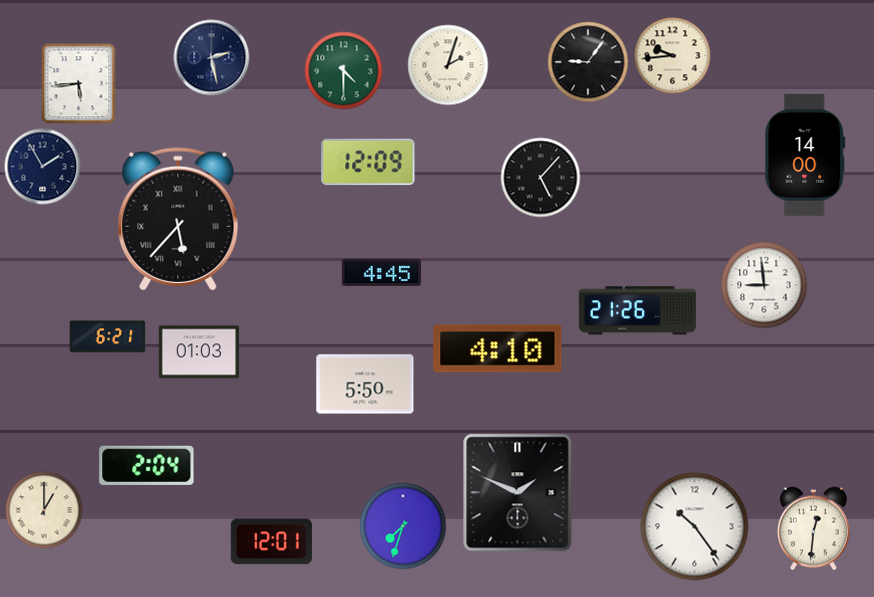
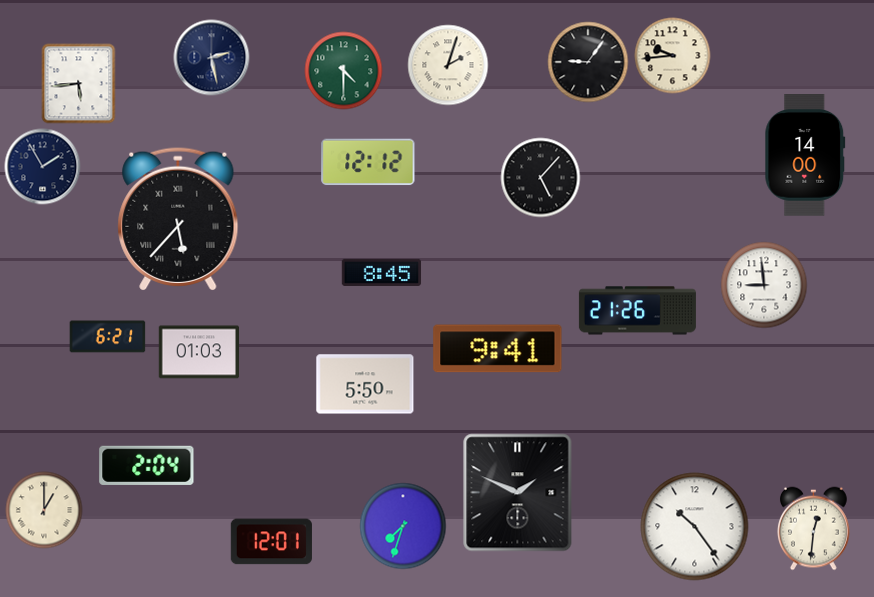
clock at (368, 162): 12:09 -> 12:12
clock at (382, 272): 4:45 -> 8:45
clock at (498, 349): 4:10 -> 9:41
